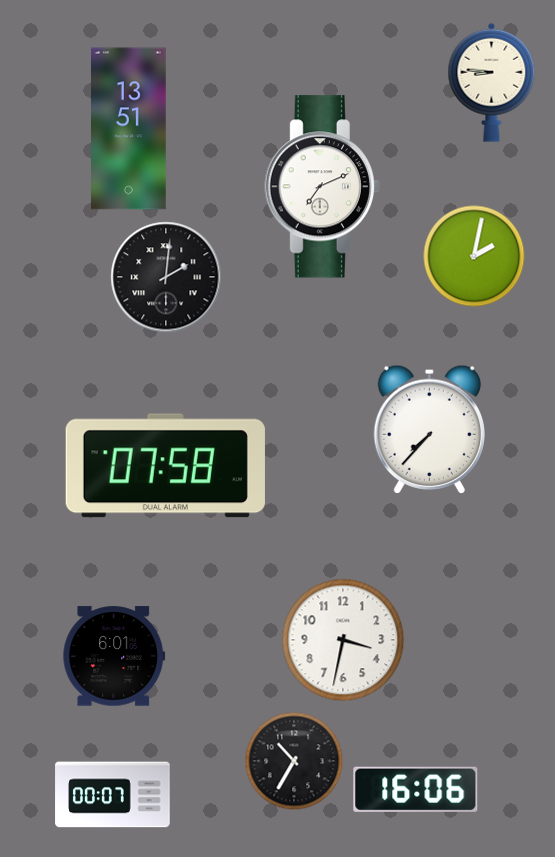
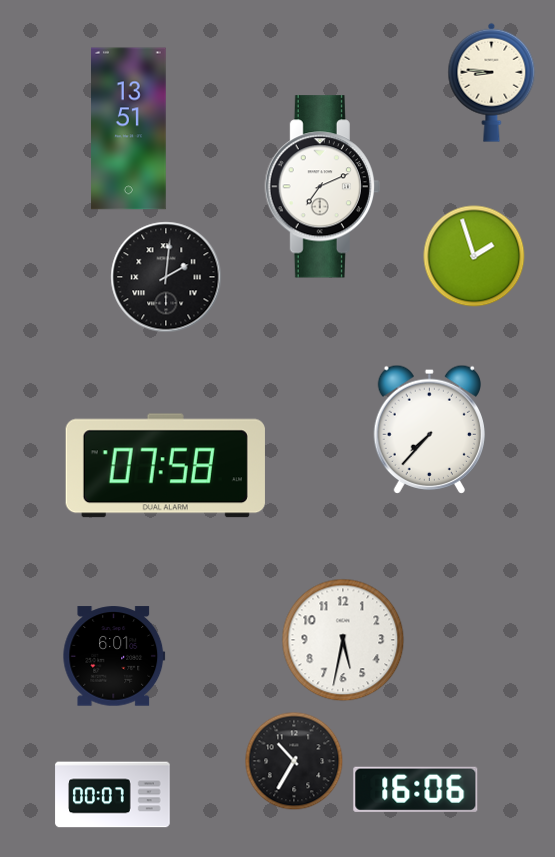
clock at (474, 256): 2:02 -> 1:57
clock at (343, 640): 3:32 -> 5:32
